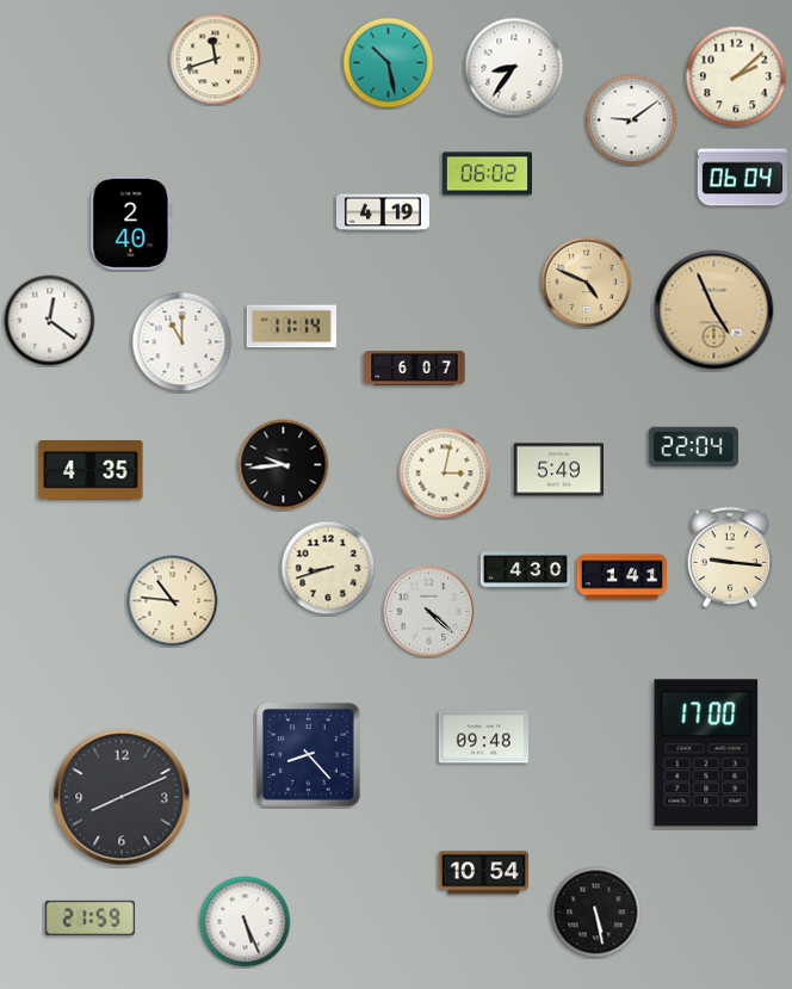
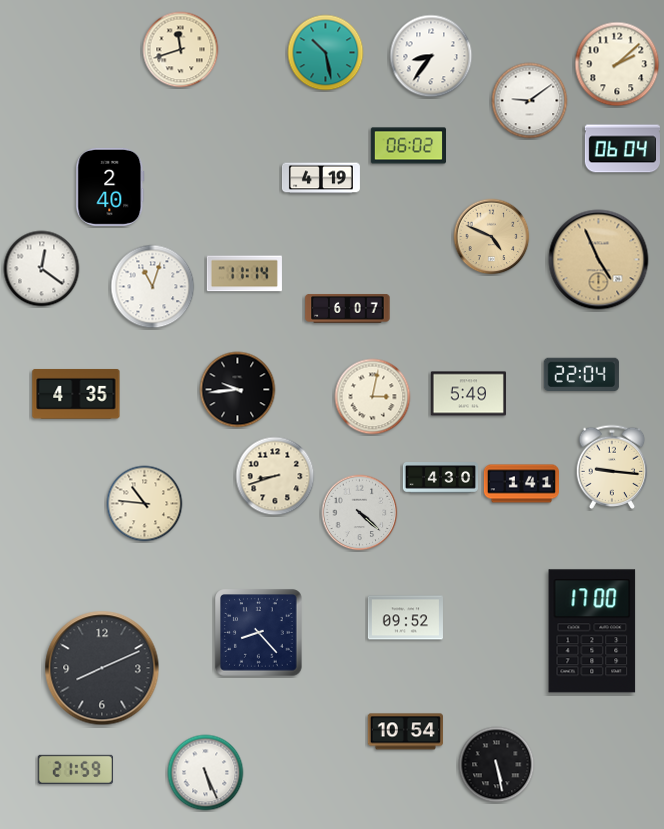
clock at (182, 342): 11:00 -> 11:03
clock at (483, 737): 09:48 -> 09:52
clock at (596, 913) position: (596, 913) -> (497, 765)
